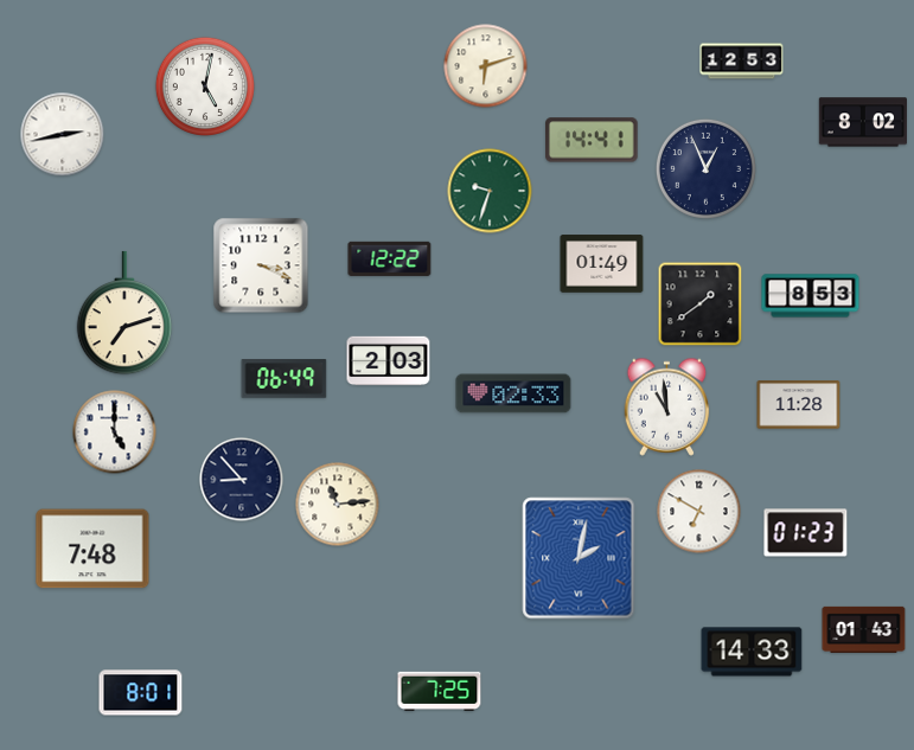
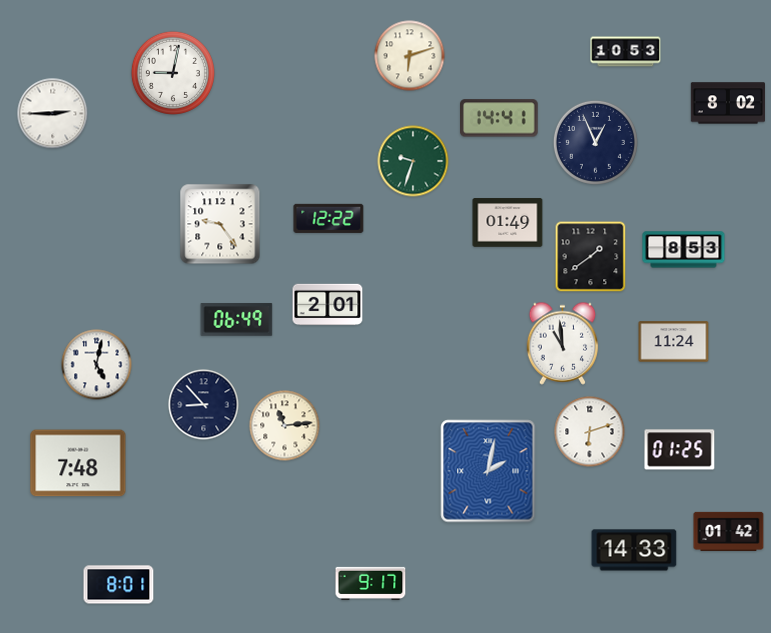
clock at (742, 62): 12:53 -> 10:53
clock at (205, 86): 5:02 -> 9:02
clock at (63, 135): 2:43 -> 2:45
clock at (261, 265): 3:19 -> 9:24
clock at (124, 313): 7:12 -> none
clock at (389, 361): 2:03 -> 2:01
clock at (285, 379) position: (285, 379) -> (237, 320)
clock at (513, 393): 02:33 -> none
clock at (799, 405): 11:28 -> 11:24
clock at (115, 432): 5:00 -> 5:02
clock at (699, 512): 6:50 -> 6:12
clock at (806, 533): 01:23 -> 01:25
clock at (864, 629): 01:43 -> 01:42
clock at (440, 691): 7:25 -> 9:17
